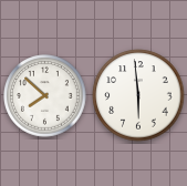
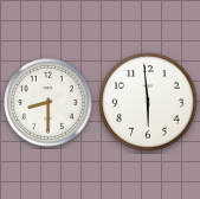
clock at (45, 96): 7:52 -> 8:30
